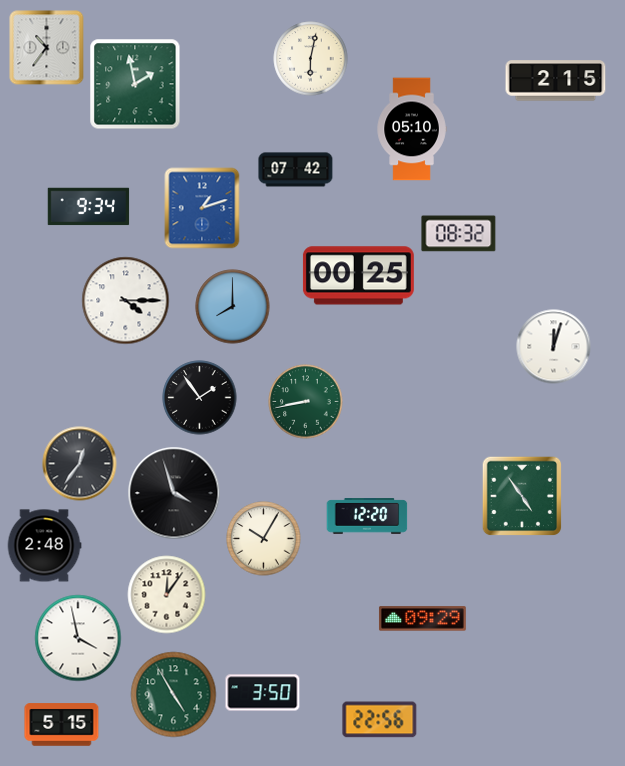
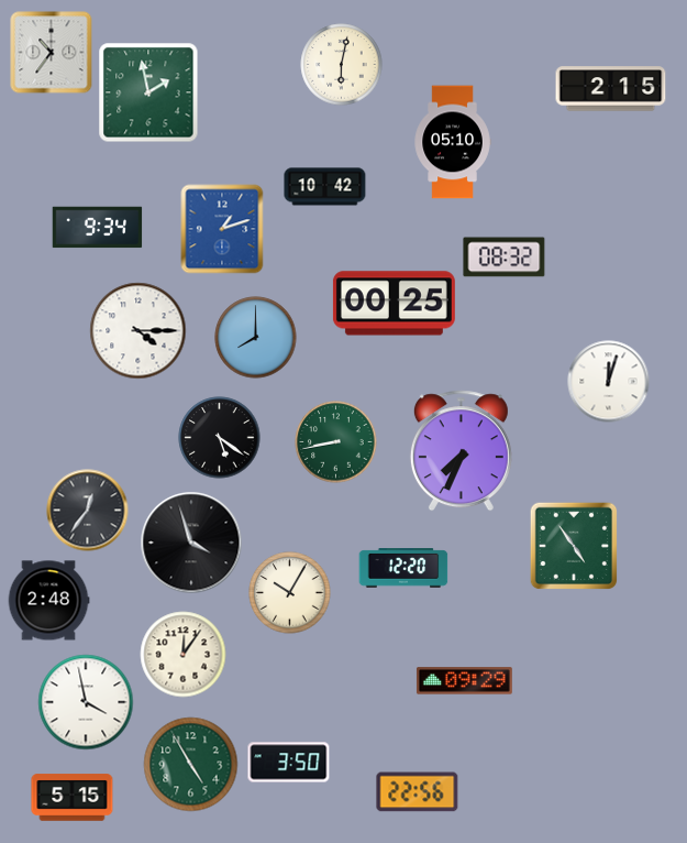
clock at (296, 170): 07:42 -> 10:42
clock at (200, 398): 1:54 -> 5:21
clock at (461, 451): none -> 7:34
clock at (62, 725) position: (62, 725) -> (73, 798)
